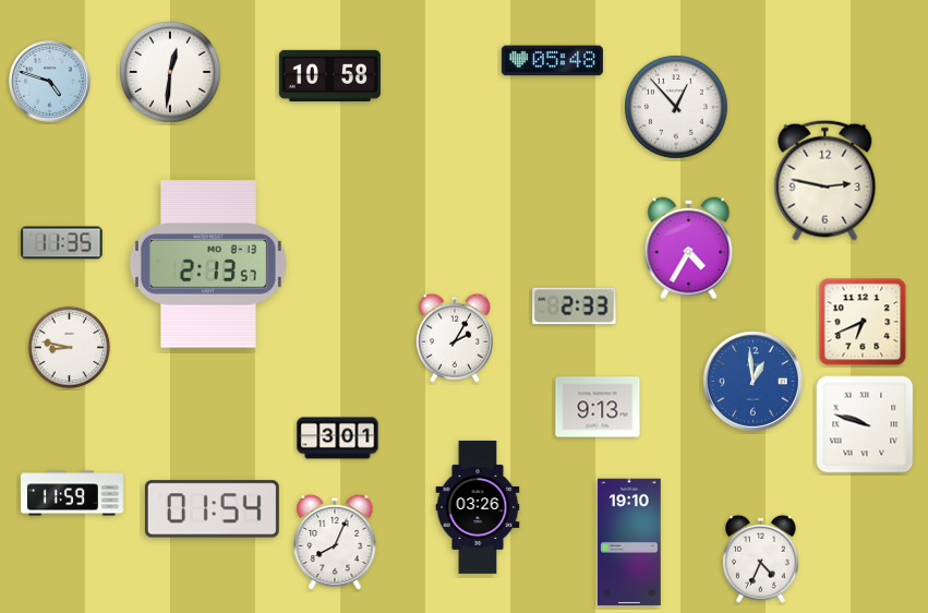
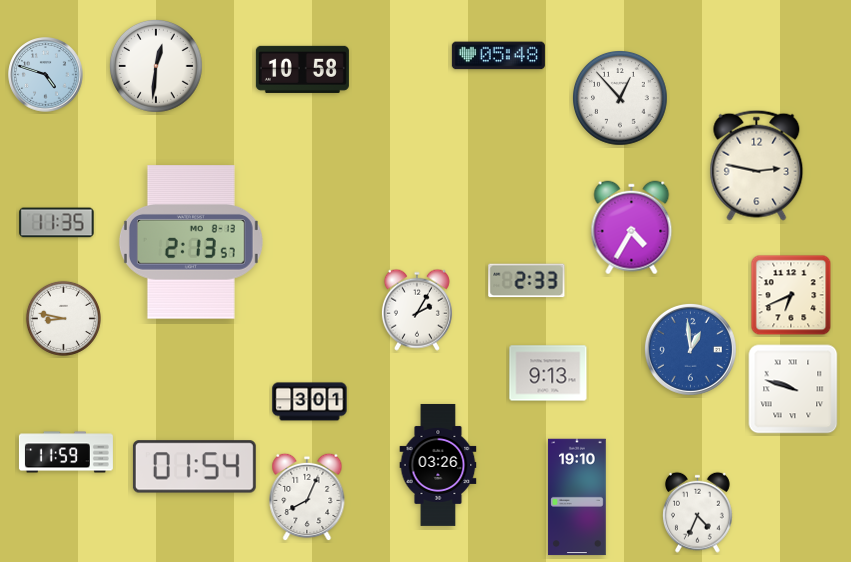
clock at (552, 61) position: (552, 61) -> (498, 56)
